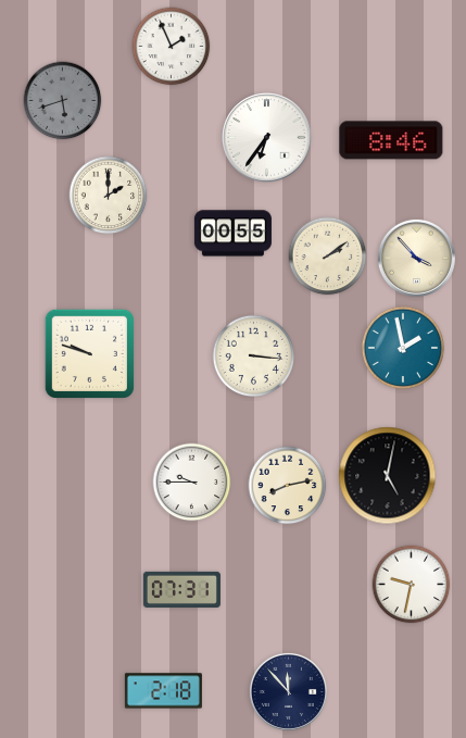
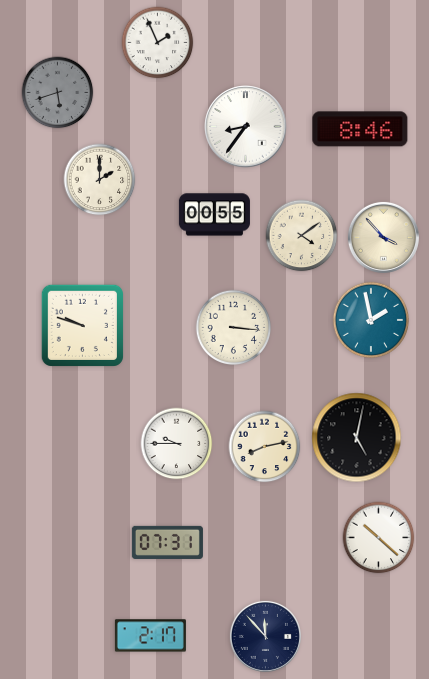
clock at (267, 138): 6:36 -> 8:36
clock at (328, 257): 2:09 -> 4:09
clock at (412, 585): 9:32 -> 10:22
clock at (163, 691): 2:18 -> 2:17
